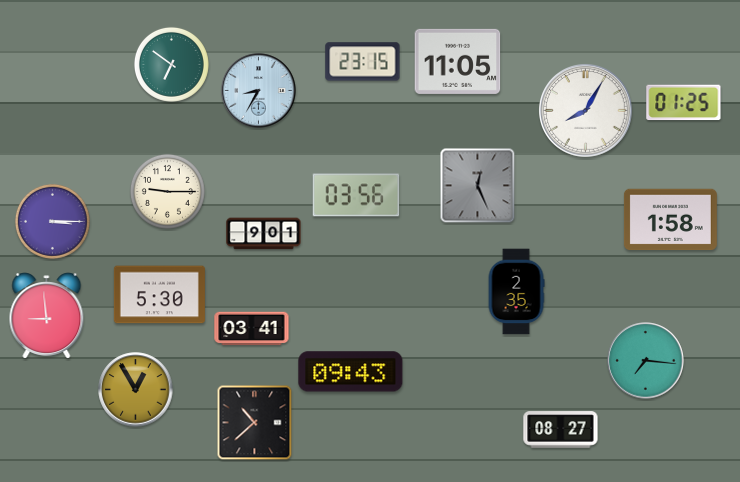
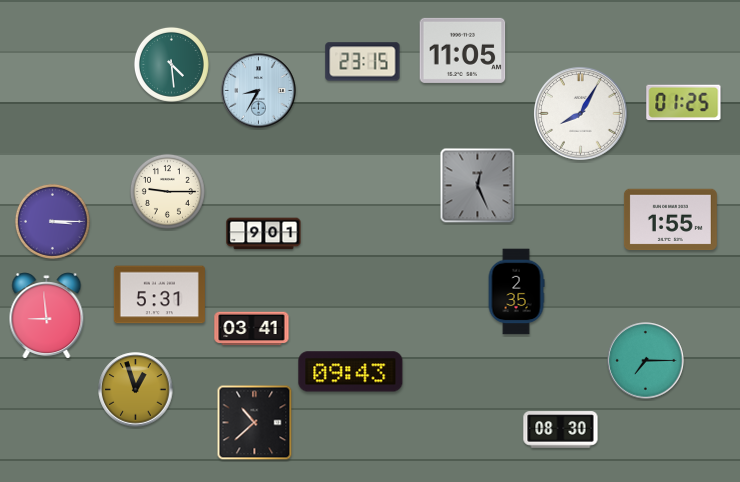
clock at (458, 61) position: (458, 61) -> (463, 50)
clock at (171, 64): 6:51 -> 4:29
clock at (586, 111) position: (586, 111) -> (581, 114)
clock at (356, 195): 03:56 -> none
clock at (670, 220): 1:58 -> 1:55
clock at (159, 295): 5:30 -> 5:31
clock at (646, 361): 7:16 -> 7:15
clock at (136, 390): 12:55 -> 12:57
clock at (561, 430): 08:27 -> 08:30
